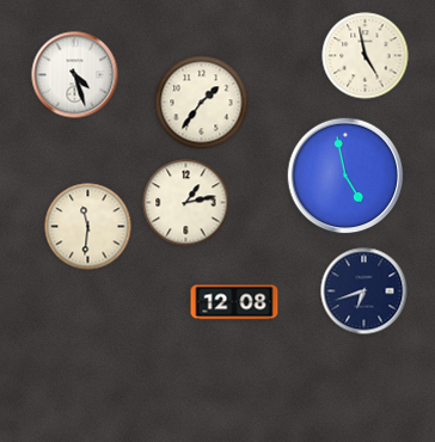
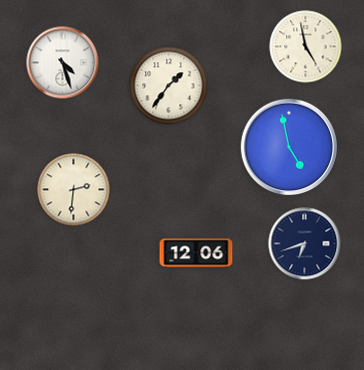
clock at (186, 203): 1:13 -> none
clock at (88, 227): 11:31 -> 2:31
clock at (234, 302): 12:08 -> 12:06
